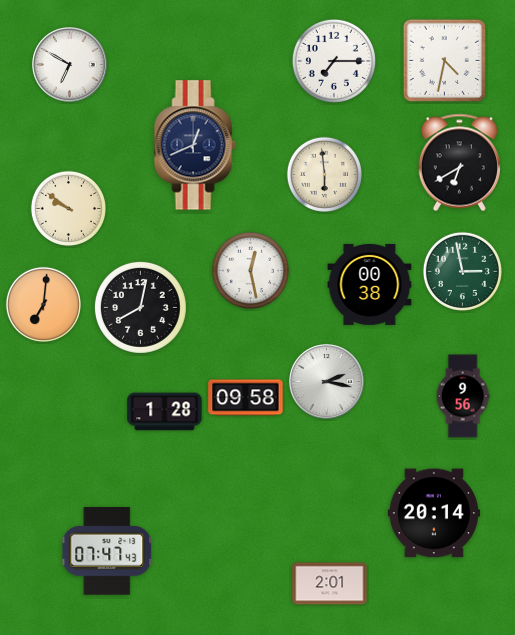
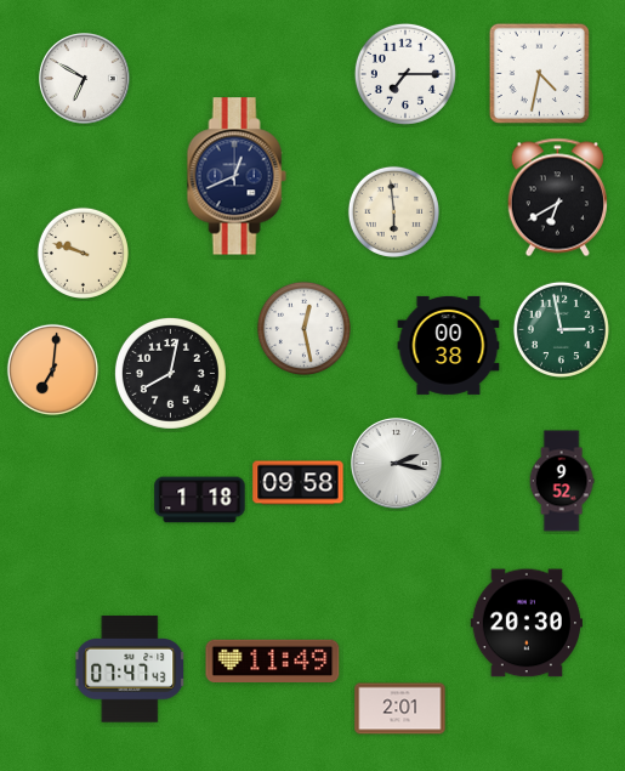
clock at (68, 208): 9:51 -> 9:48
clock at (463, 396): 9:56 -> 9:52
clock at (165, 412): 1:28 -> 1:18
clock at (434, 513): 20:14 -> 20:30
clock at (273, 661): none -> 11:49
